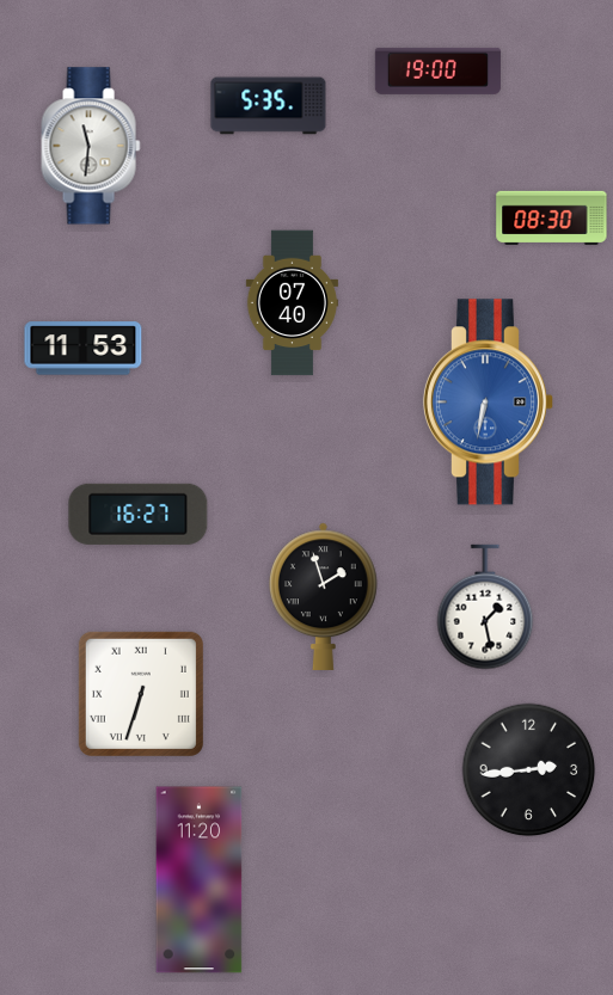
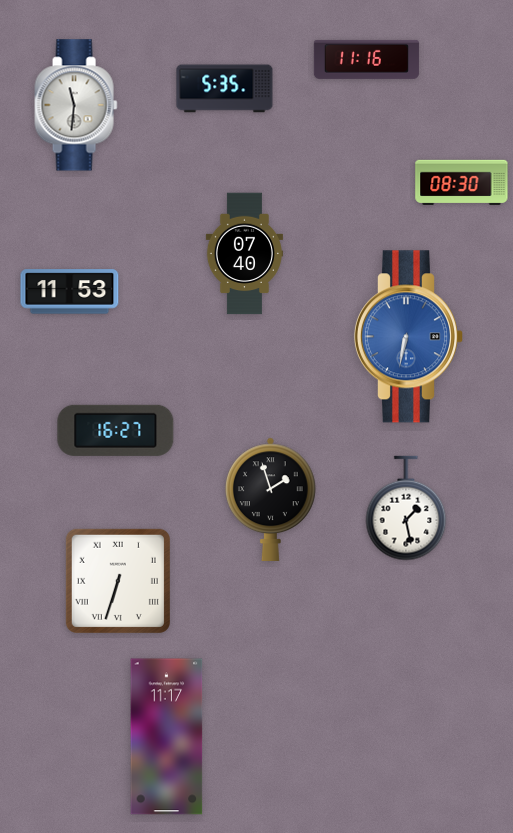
clock at (437, 70): 19:00 -> 11:16
clock at (91, 146) position: (91, 146) -> (76, 105)
clock at (529, 770): 2:44 -> none
clock at (200, 880): 11:20 -> 11:17
